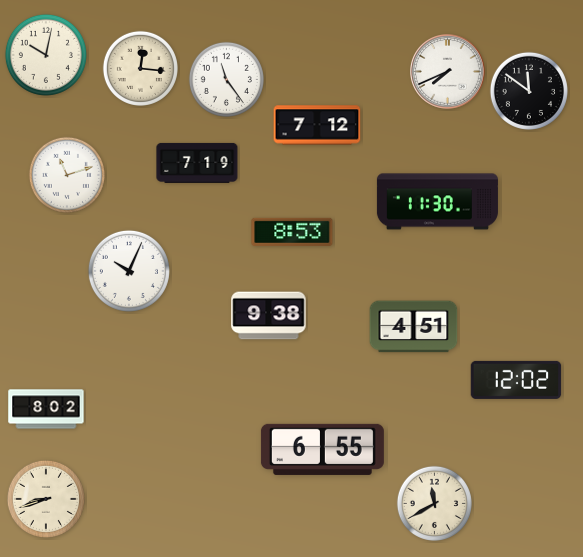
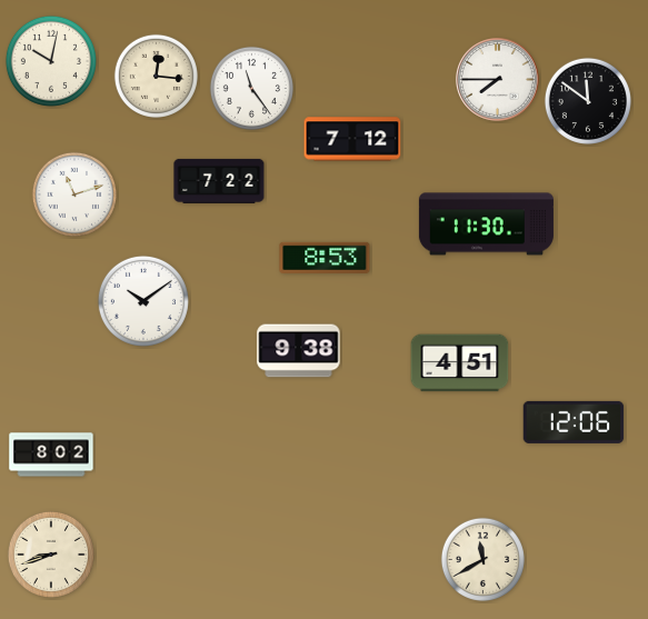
clock at (448, 72): 7:41 -> 7:45
clock at (197, 163): 7:19 -> 7:22
clock at (129, 271): 10:04 -> 10:09
clock at (516, 380): 12:02 -> 12:06
clock at (322, 449): 6:55 -> none
